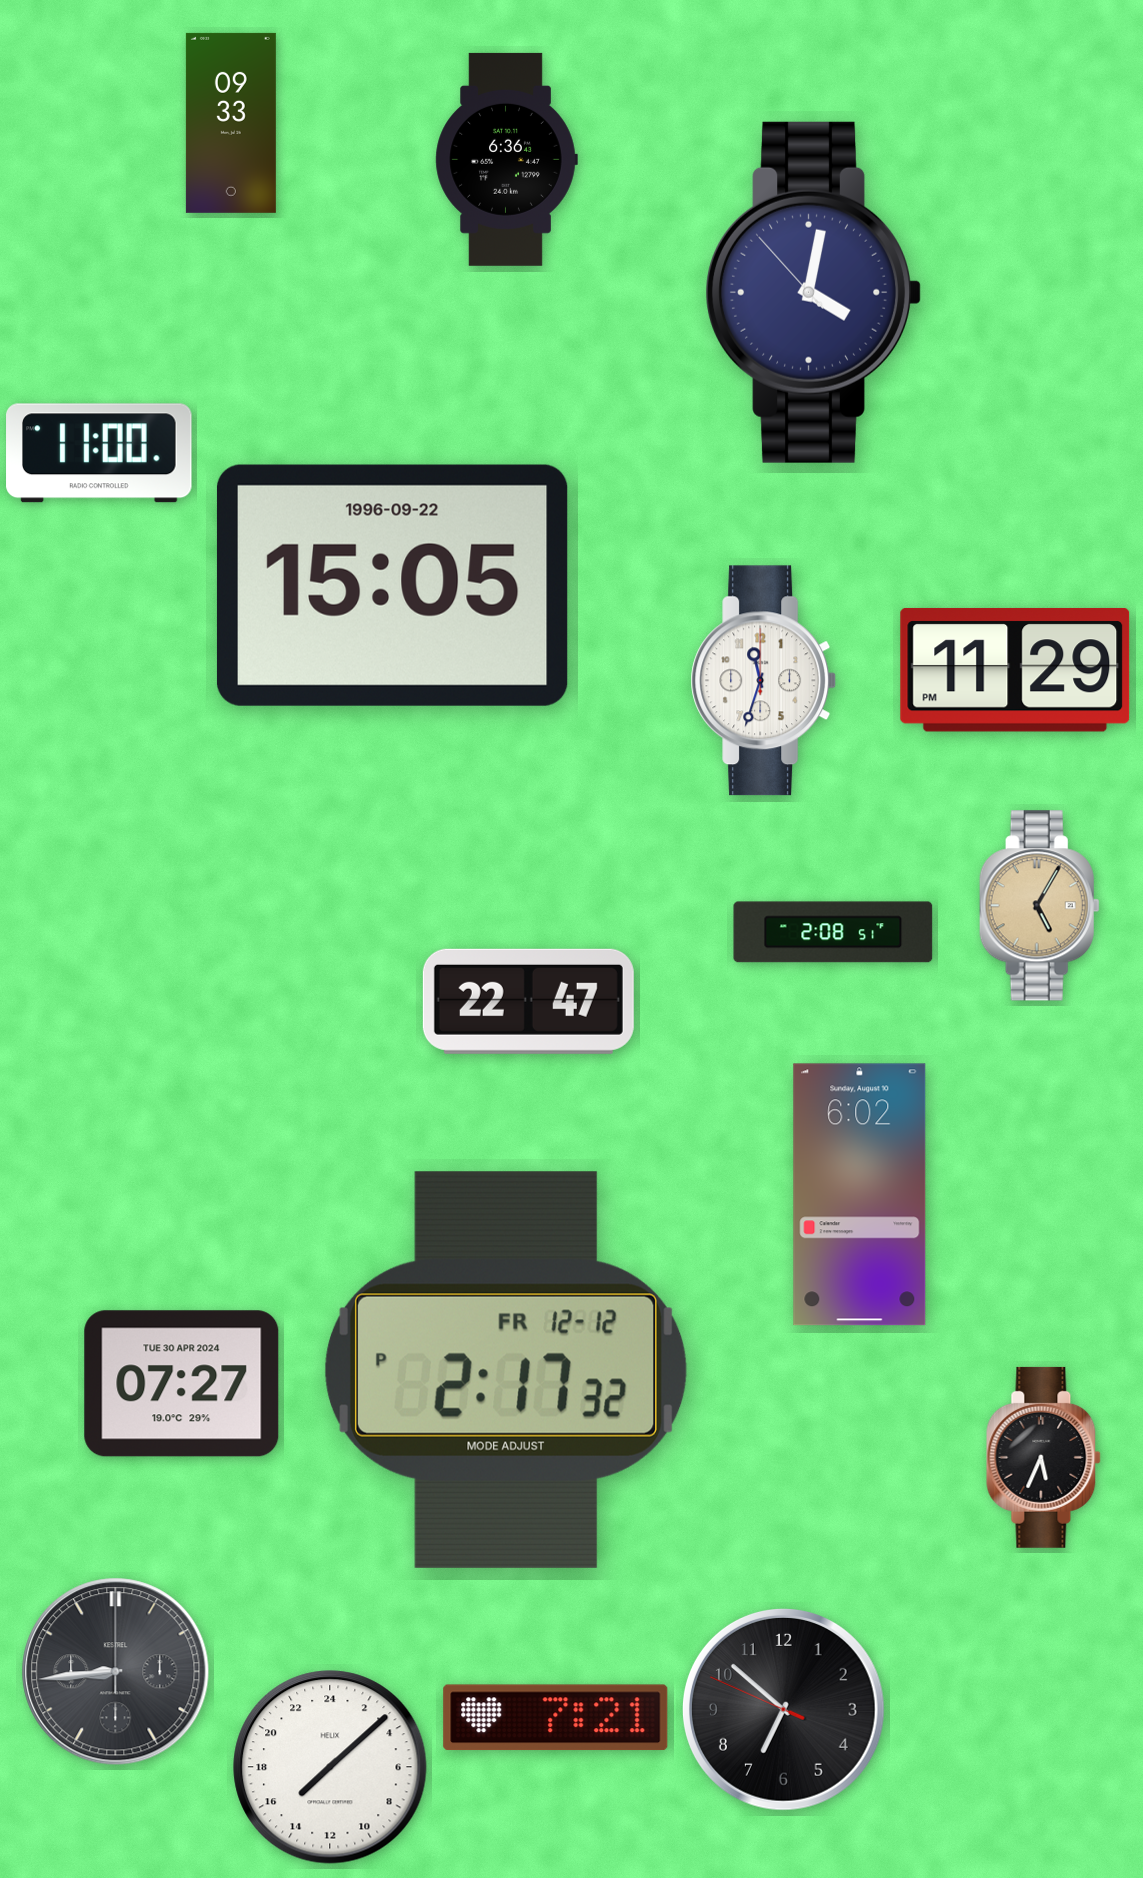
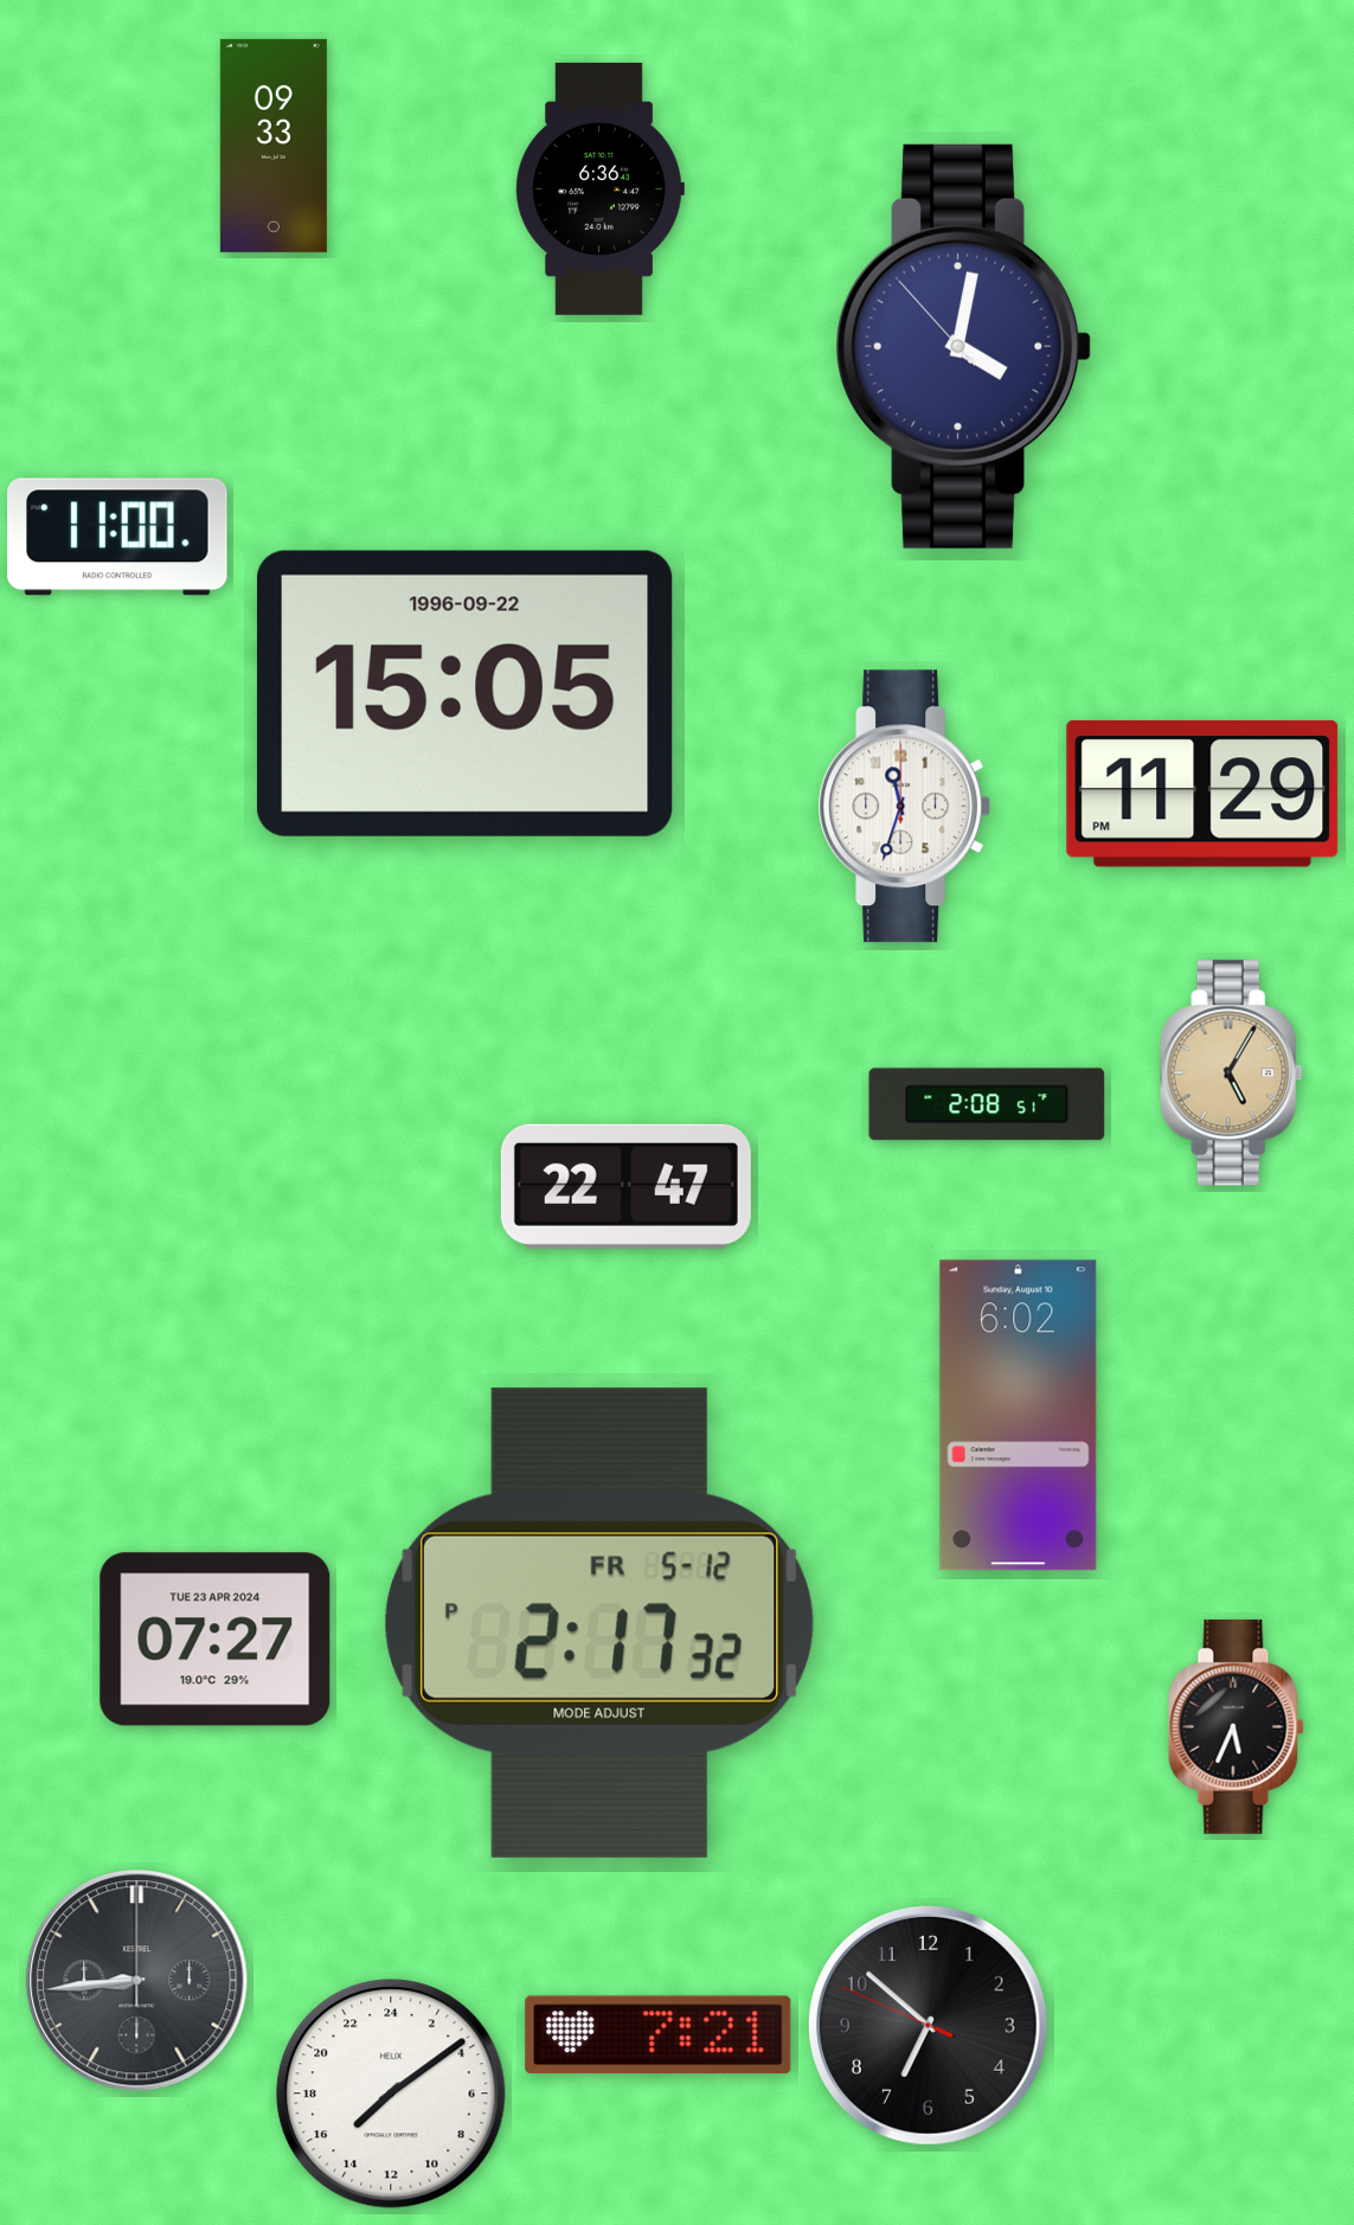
clock at (506, 1370) date: FR 12-12 -> FR 5-12
clock at (182, 1384) date: TUE 30 APR 2024 -> TUE 23 APR 2024
clock at (330, 1767): 15:08 -> 15:09
